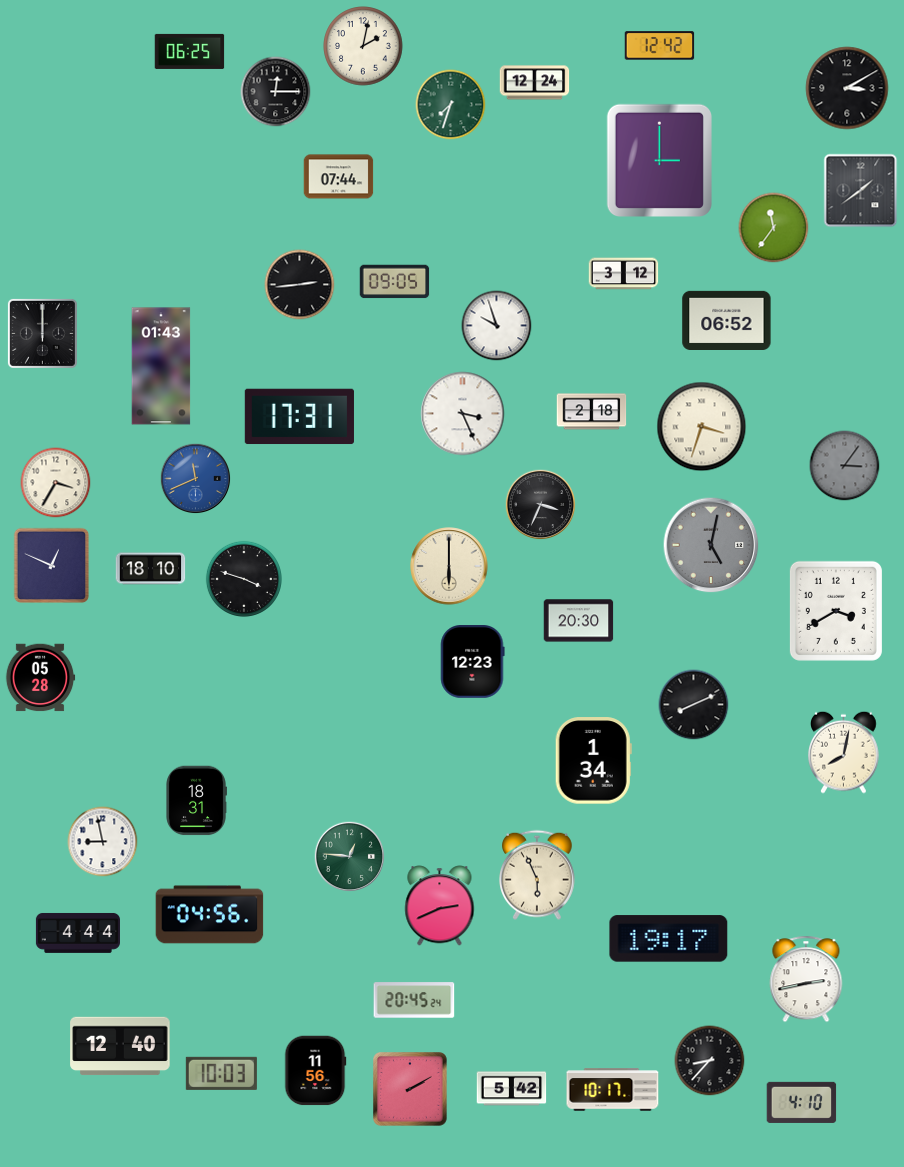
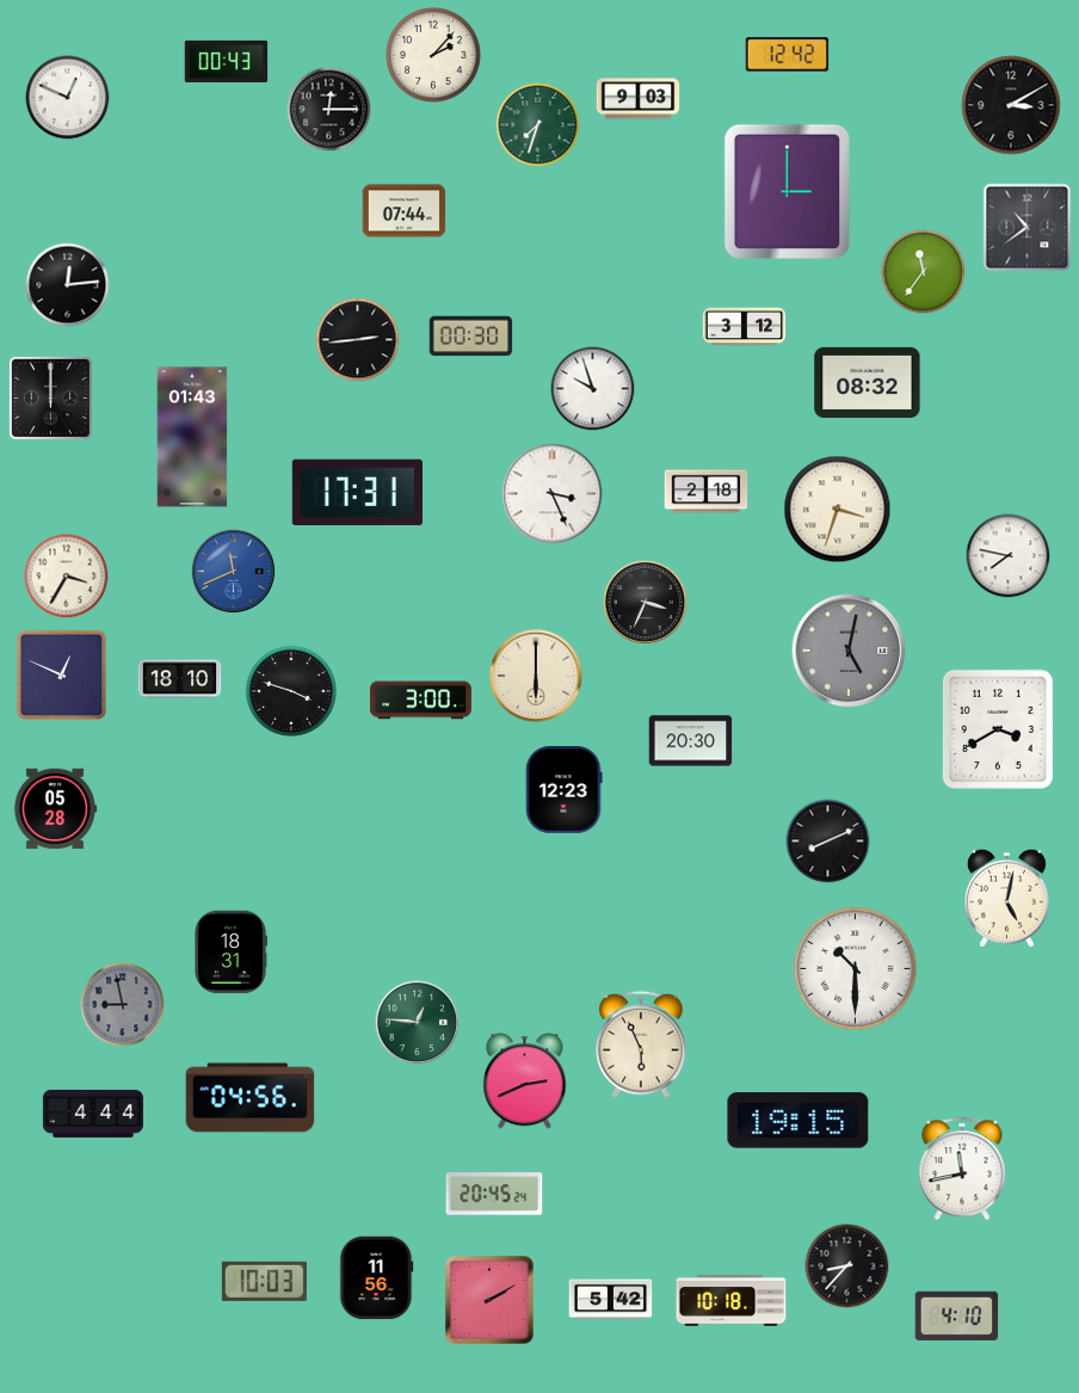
clock at (363, 46): 2:02 -> 2:07
clock at (190, 51): 06:25 -> 00:43
clock at (68, 98): none -> 12:49
clock at (535, 83): 12:24 -> 9:03
clock at (861, 191): 1:39 -> 10:39
clock at (68, 285): none -> 12:14
clock at (395, 282): 09:05 -> 00:30
clock at (727, 320): 06:52 -> 08:32
clock at (299, 417) position: (299, 417) -> (357, 493)
clock at (845, 466): 3:06 -> 7:47
clock at (845, 466) dial: grey -> white
clock at (420, 701): none -> 3:00
clock at (40, 678) position: (40, 678) -> (55, 809)
clock at (844, 752): 8:02 -> 5:02
clock at (593, 761): 1:34 -> none
clock at (196, 801) position: (196, 801) -> (230, 953)
clock at (856, 969): none -> 10:30
clock at (103, 842) dial: white -> grey
clock at (210, 915) position: (210, 915) -> (251, 1098)
clock at (669, 939): 19:17 -> 19:15
clock at (806, 979): 2:43 -> 11:43
clock at (120, 1046): 12:40 -> none
clock at (613, 1090): 10:17 -> 10:18
